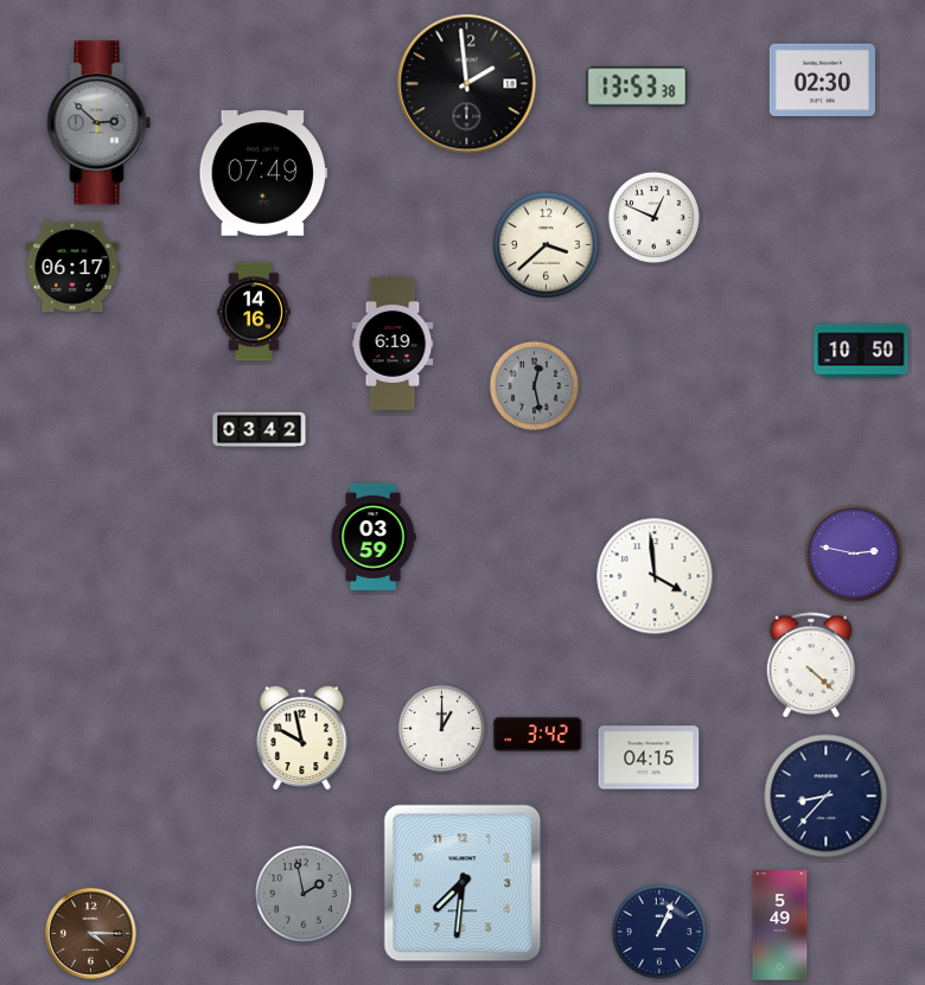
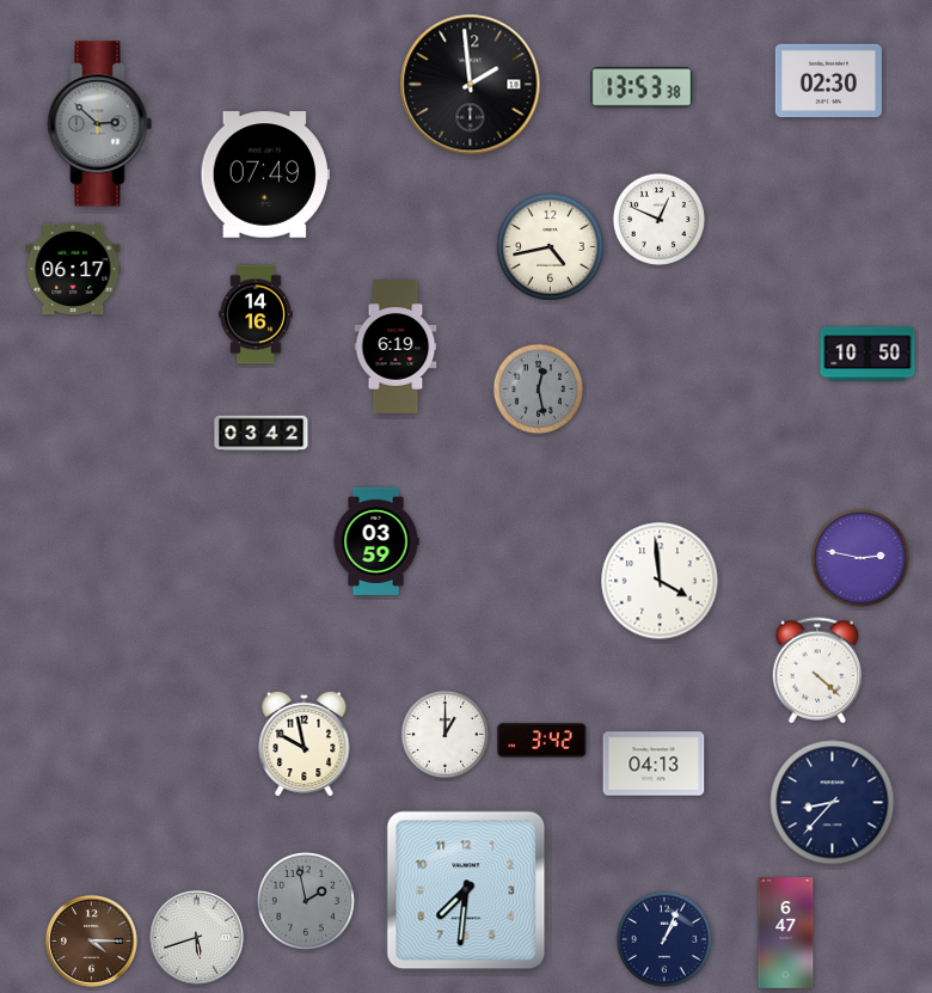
clock at (547, 245): 3:38 -> 4:43
clock at (649, 757): 04:15 -> 04:13
clock at (780, 926): 5:49 -> 6:47
clock at (197, 938): none -> 5:42
